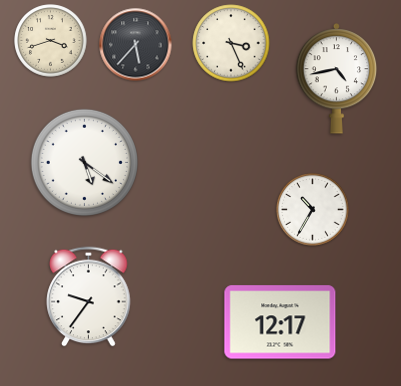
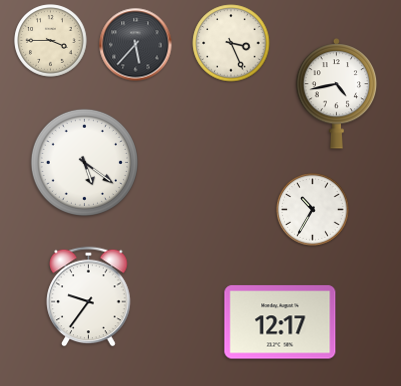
clock at (51, 41): 3:42 -> 3:45
clock at (337, 79) position: (337, 79) -> (337, 94)
